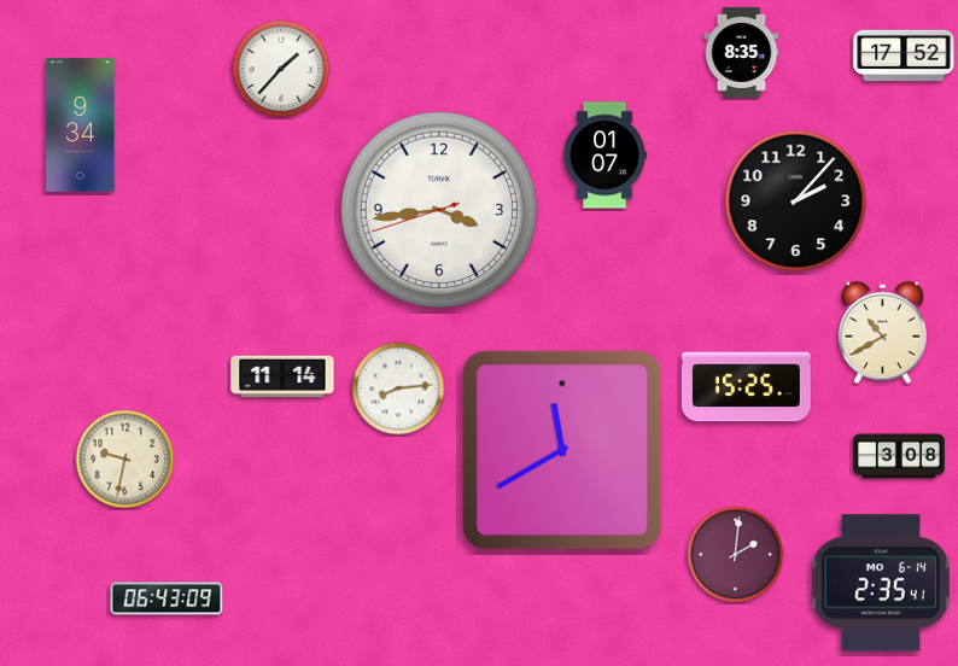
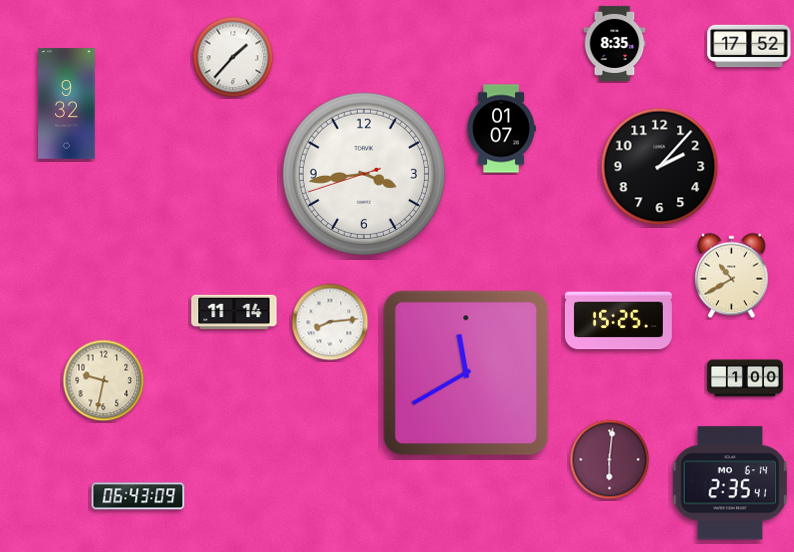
clock at (81, 125): 9:34 -> 9:32
clock at (899, 456): 3:08 -> 1:00
clock at (736, 555): 2:01 -> 6:01
